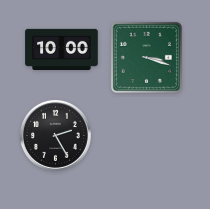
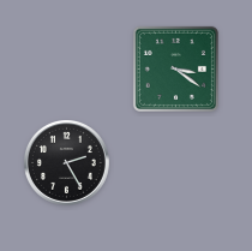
clock at (62, 49): 10:00 -> none
clock at (146, 57): 3:18 -> 3:21
